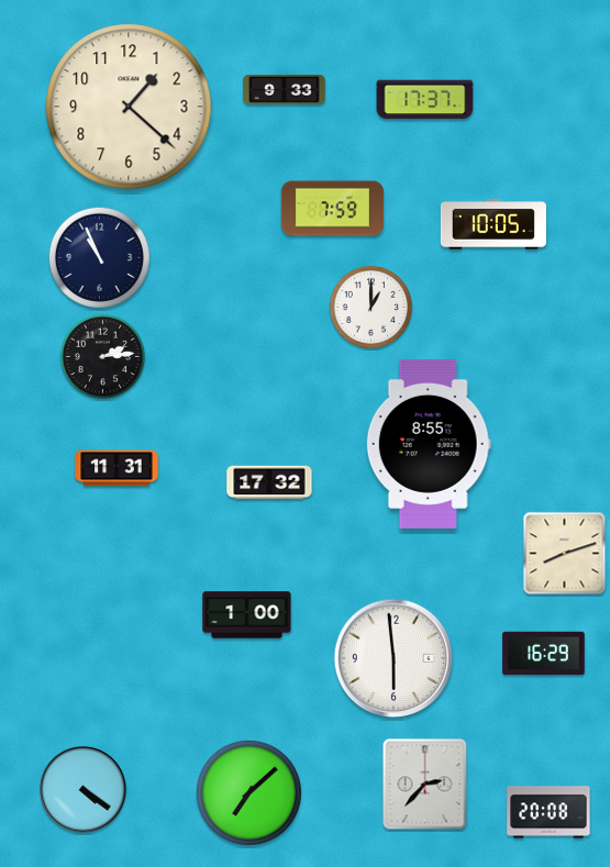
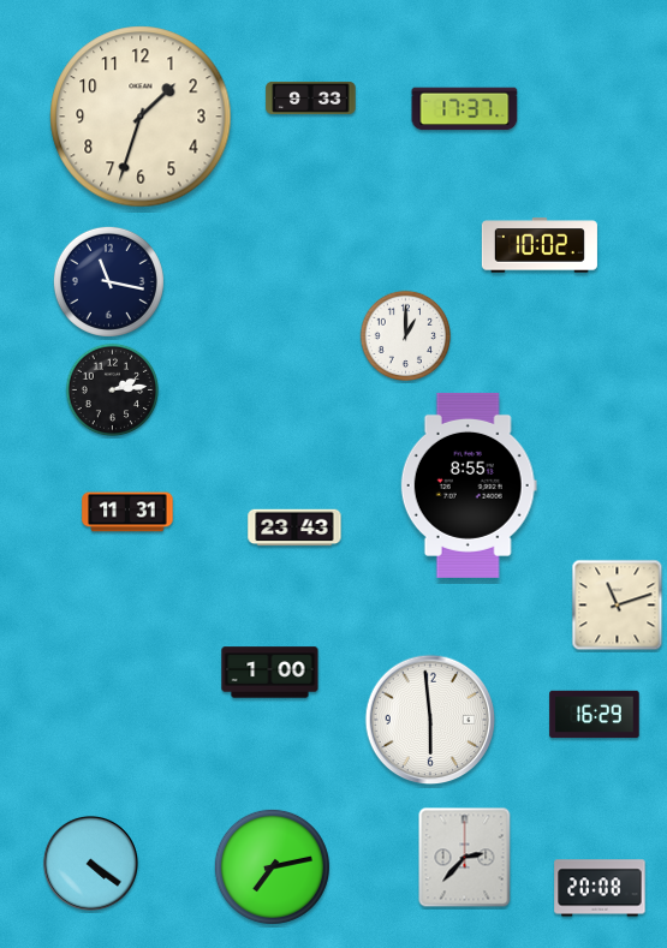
clock at (129, 107): 1:22 -> 1:33
clock at (333, 209): 7:59 -> none
clock at (493, 224): 10:05 -> 10:02
clock at (99, 257): 10:56 -> 11:17
clock at (269, 482): 17:32 -> 23:43
clock at (565, 554): 8:12 -> 11:12
clock at (248, 792): 7:08 -> 7:13
